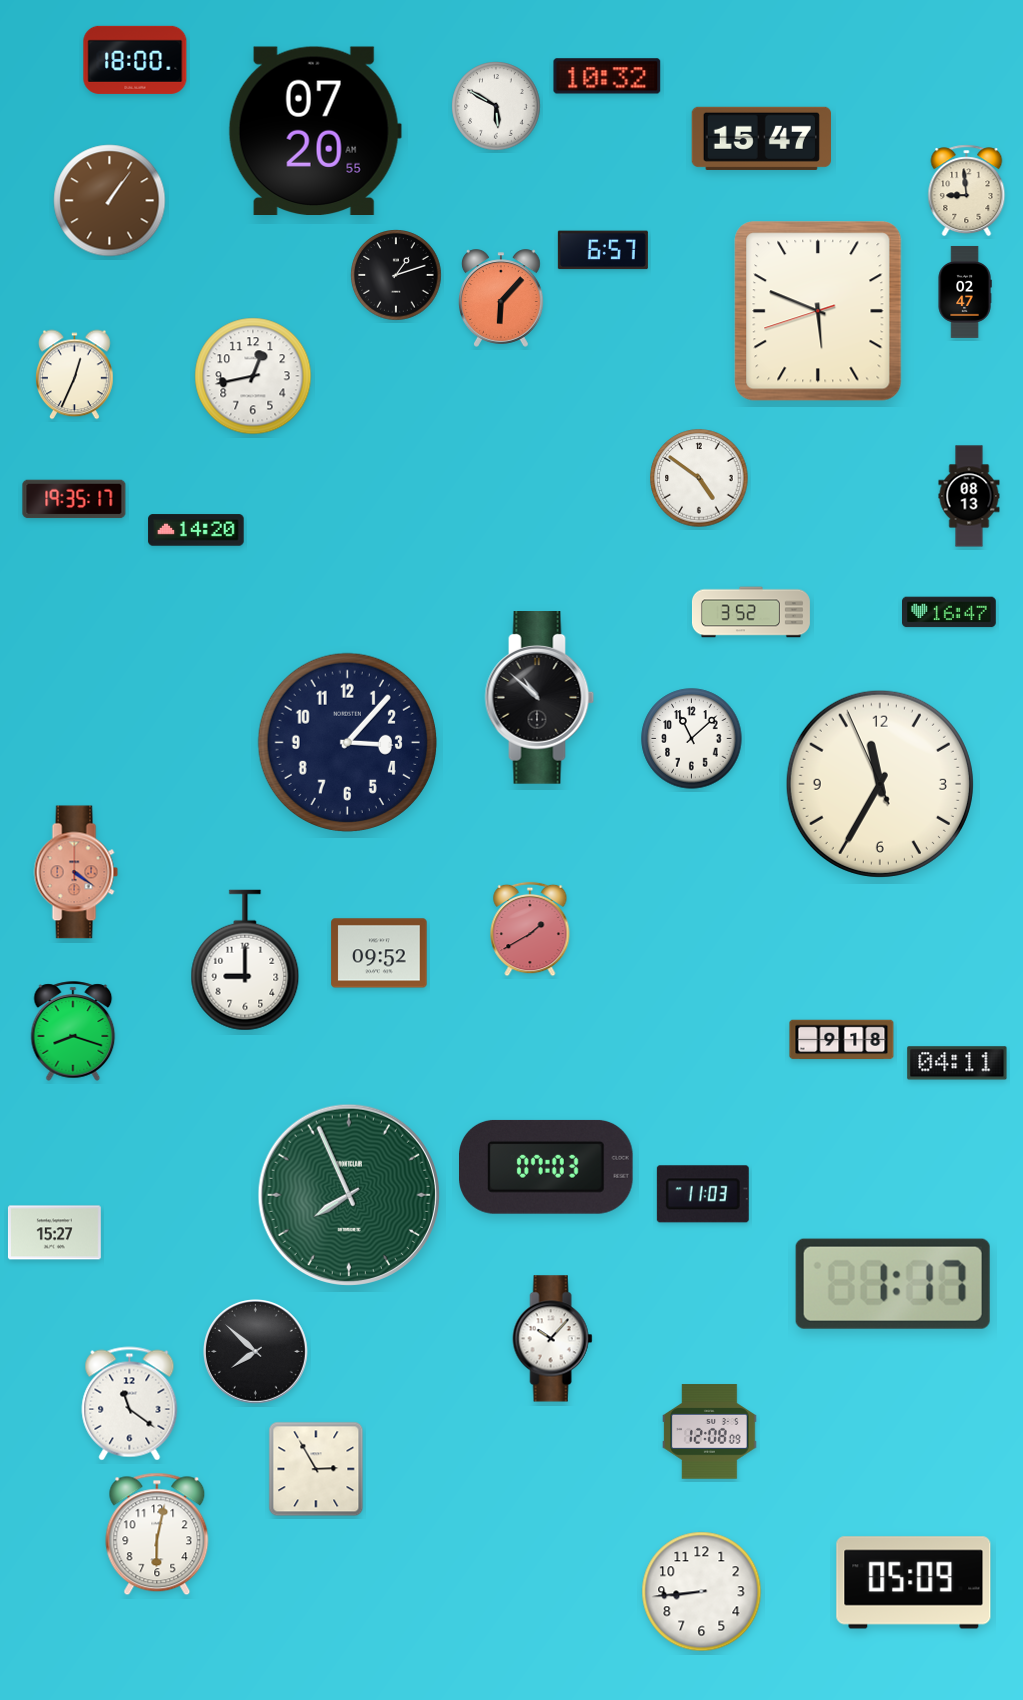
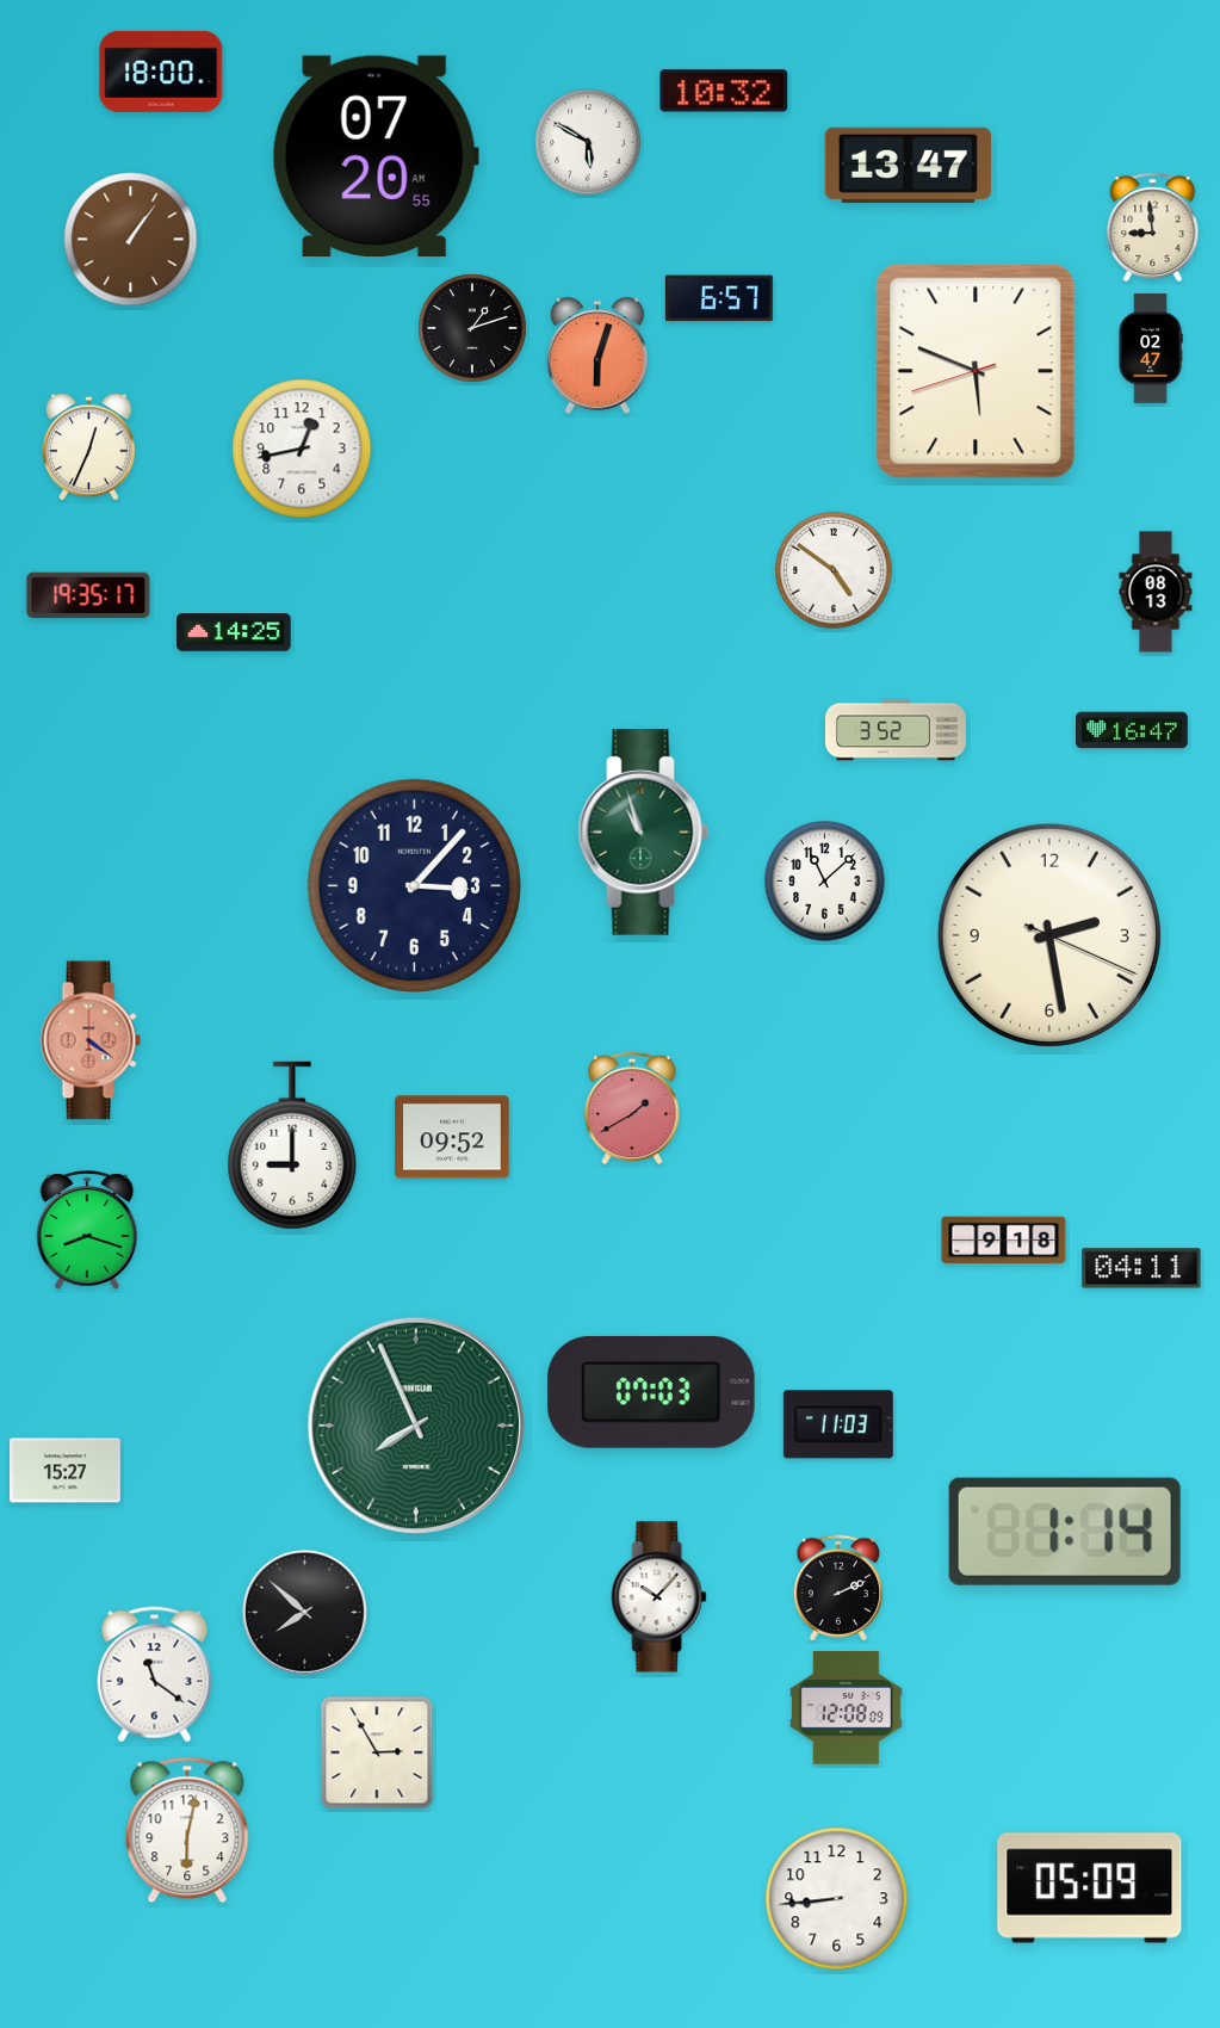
clock at (496, 106) position: (496, 106) -> (588, 142)
clock at (761, 138): 15:47 -> 13:47
clock at (502, 298): 6:07 -> 6:03
clock at (196, 530): 14:20 -> 14:25
clock at (540, 698): 10:52 -> 10:57
clock at (540, 698) dial: black -> green
clock at (880, 784): 11:34 -> 2:28
clock at (893, 1284): 1:17 -> 1:14
clock at (837, 1588): none -> 2:11
